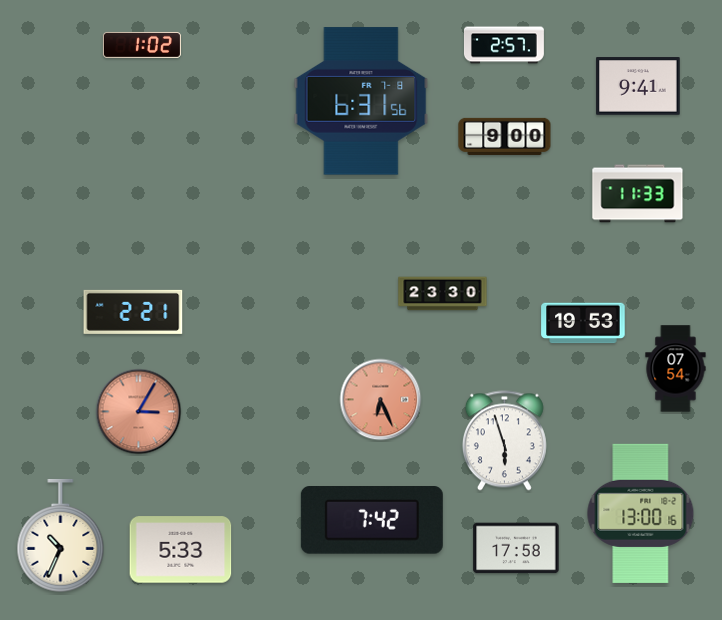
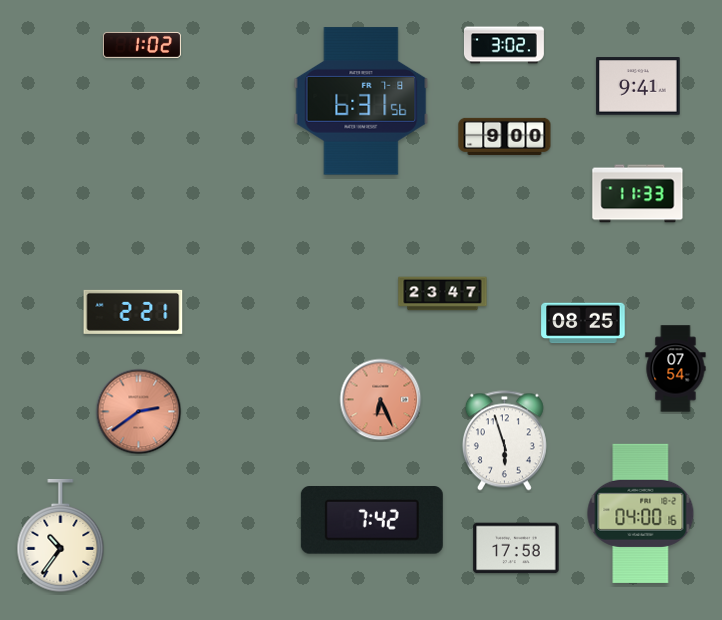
clock at (504, 45): 2:57 -> 3:02
clock at (443, 294): 23:30 -> 23:47
clock at (583, 323): 19:53 -> 08:25
clock at (139, 412): 3:05 -> 2:39
clock at (641, 513): 13:00 -> 04:00
clock at (61, 536): 10:34 -> 10:36
clock at (181, 550): 5:33 -> none
